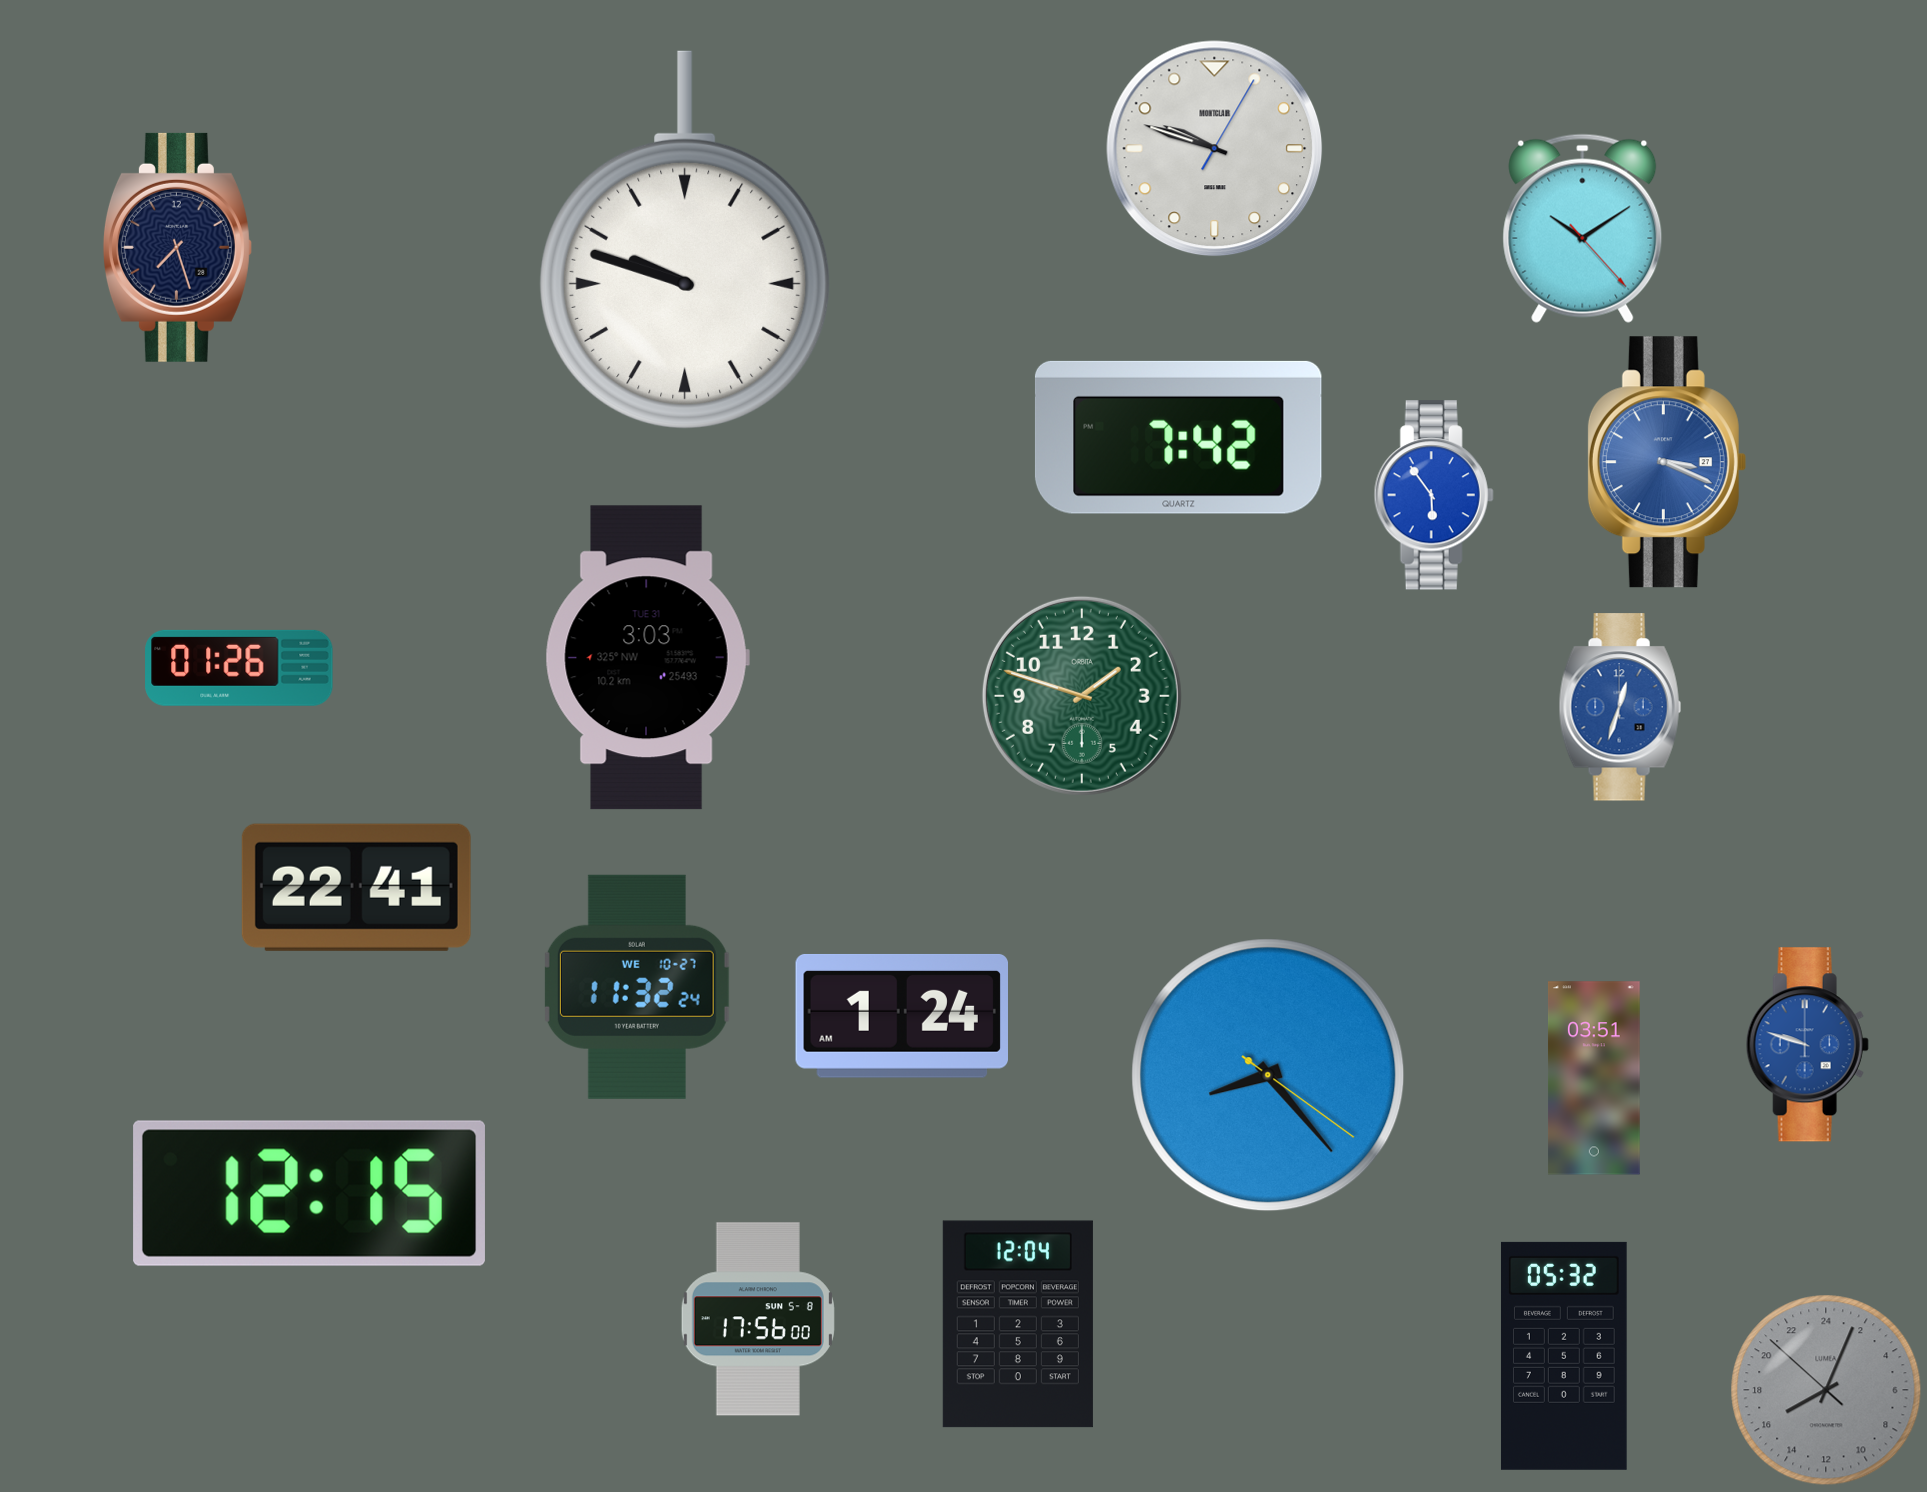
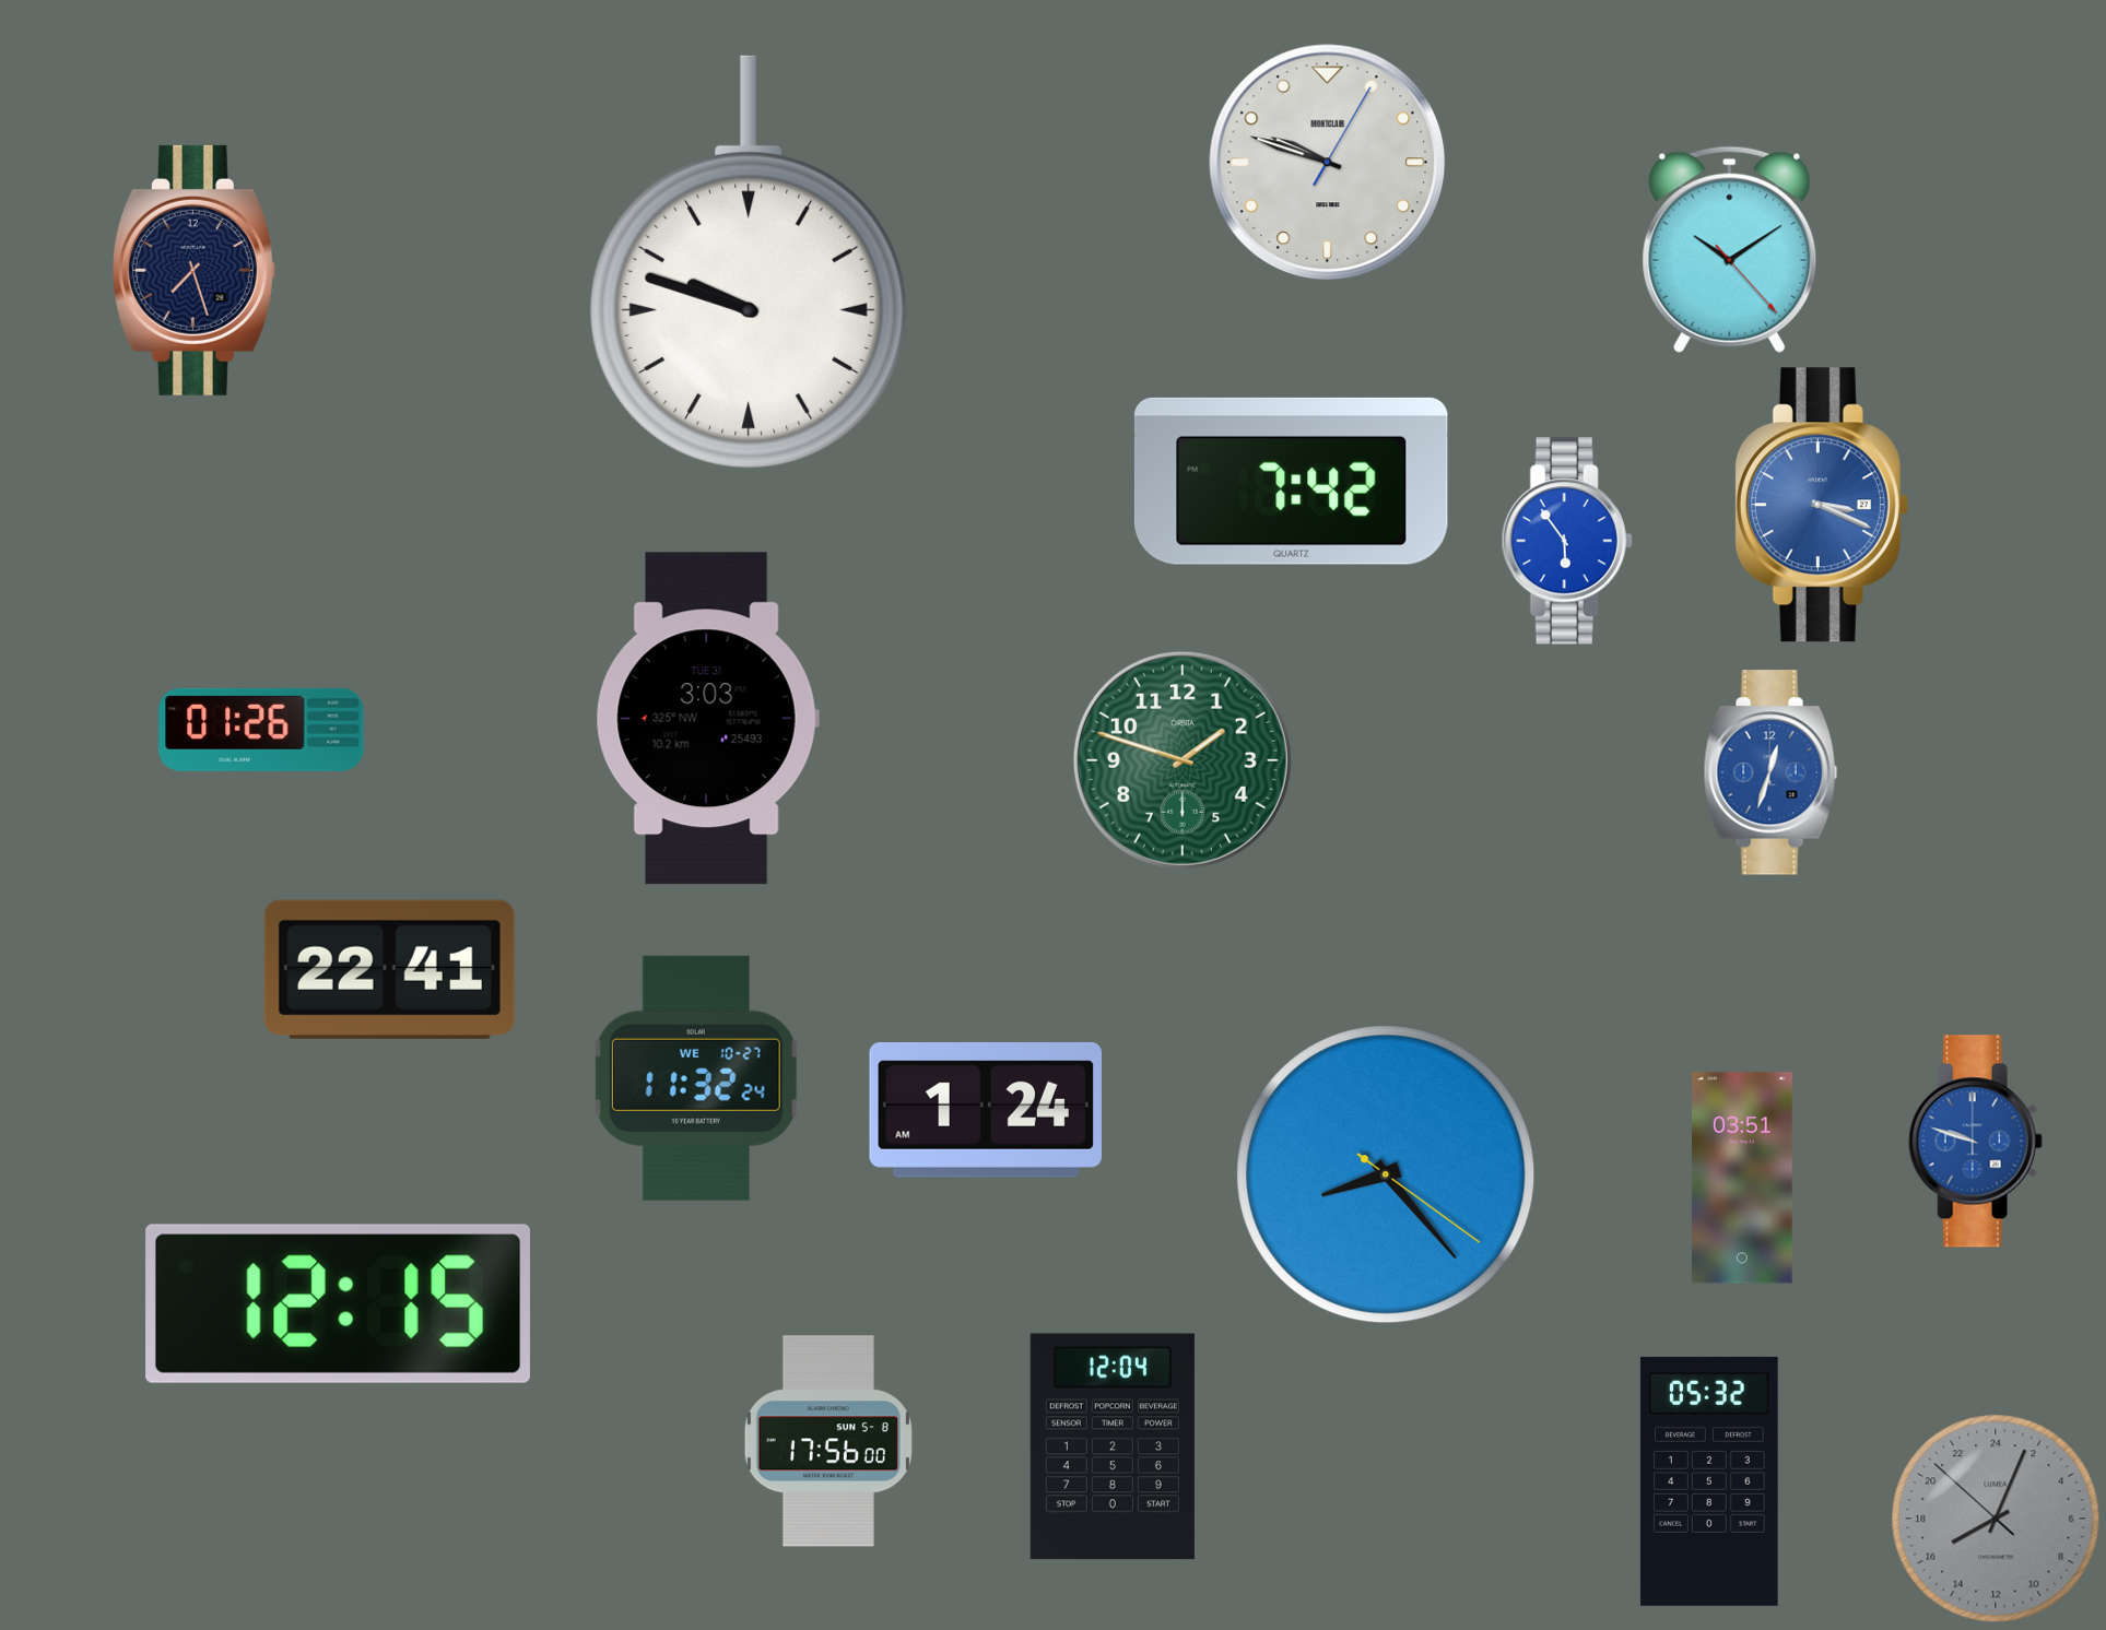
clock at (1178, 437) position: (1178, 437) -> (1291, 481)
